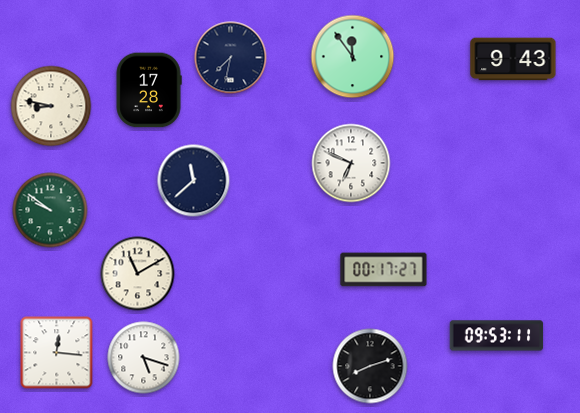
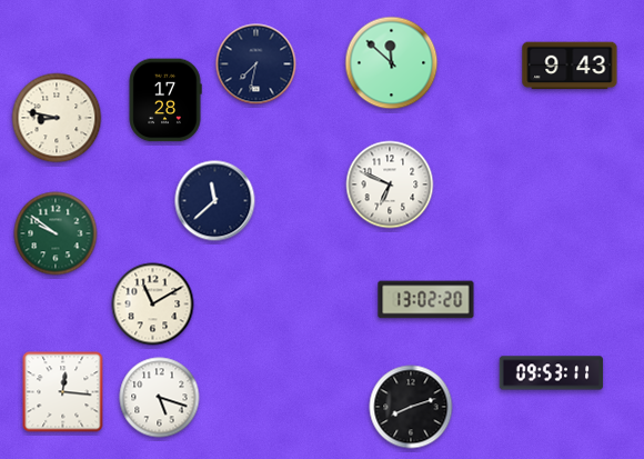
clock at (353, 57): 11:54 -> 11:52
clock at (351, 163) position: (351, 163) -> (390, 184)
clock at (384, 270): 00:17 -> 13:02
